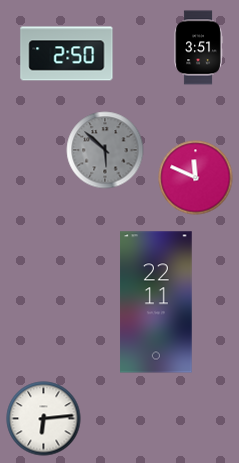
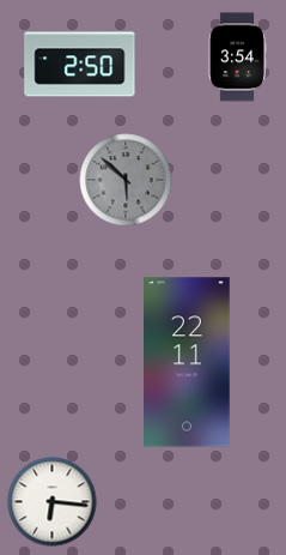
clock at (198, 48): 3:51 -> 3:54
clock at (196, 178): 11:49 -> none
clock at (44, 419): 6:14 -> 6:16
